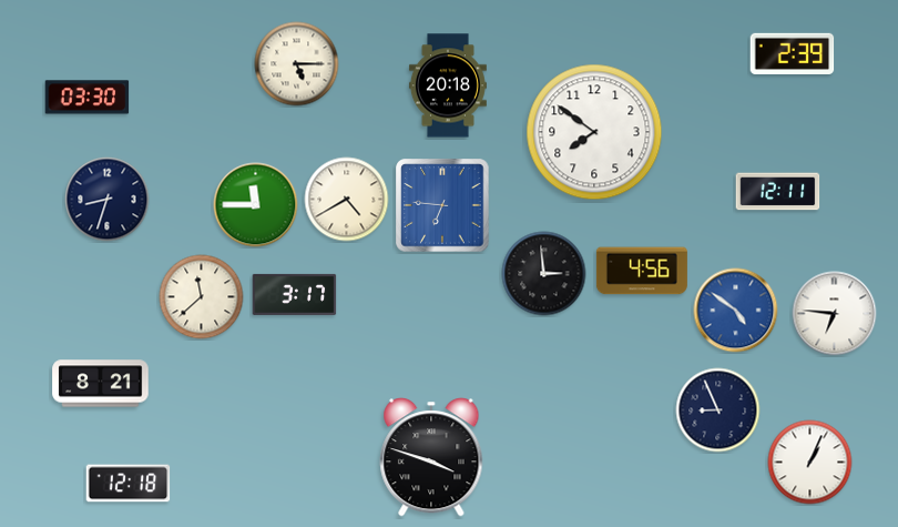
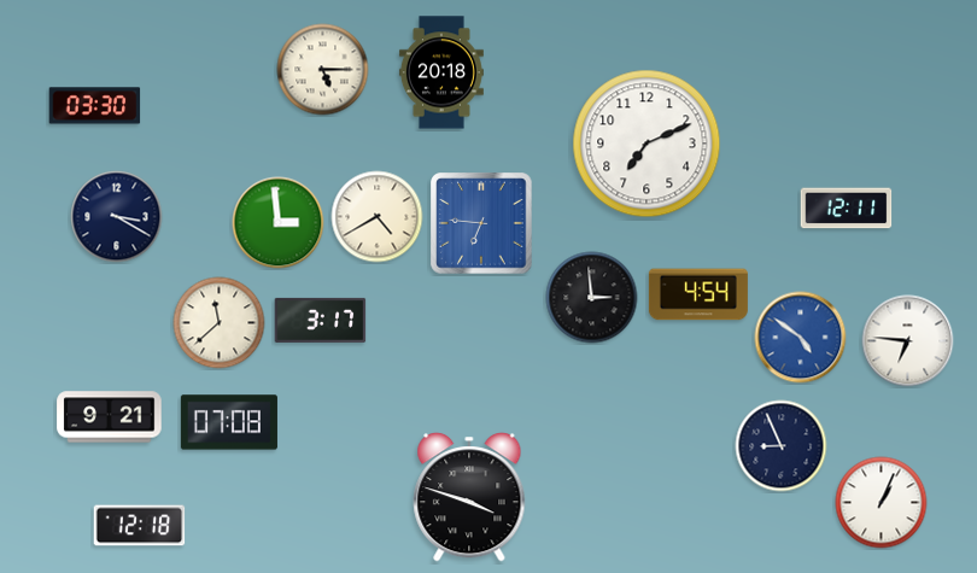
clock at (793, 53): 2:39 -> none
clock at (448, 85) position: (448, 85) -> (441, 72)
clock at (594, 132): 7:51 -> 7:11
clock at (108, 200): 8:33 -> 3:20
clock at (256, 205): 11:45 -> 2:59
clock at (642, 271): 4:56 -> 4:54
clock at (101, 384): 8:21 -> 9:21
clock at (229, 422): none -> 07:08
